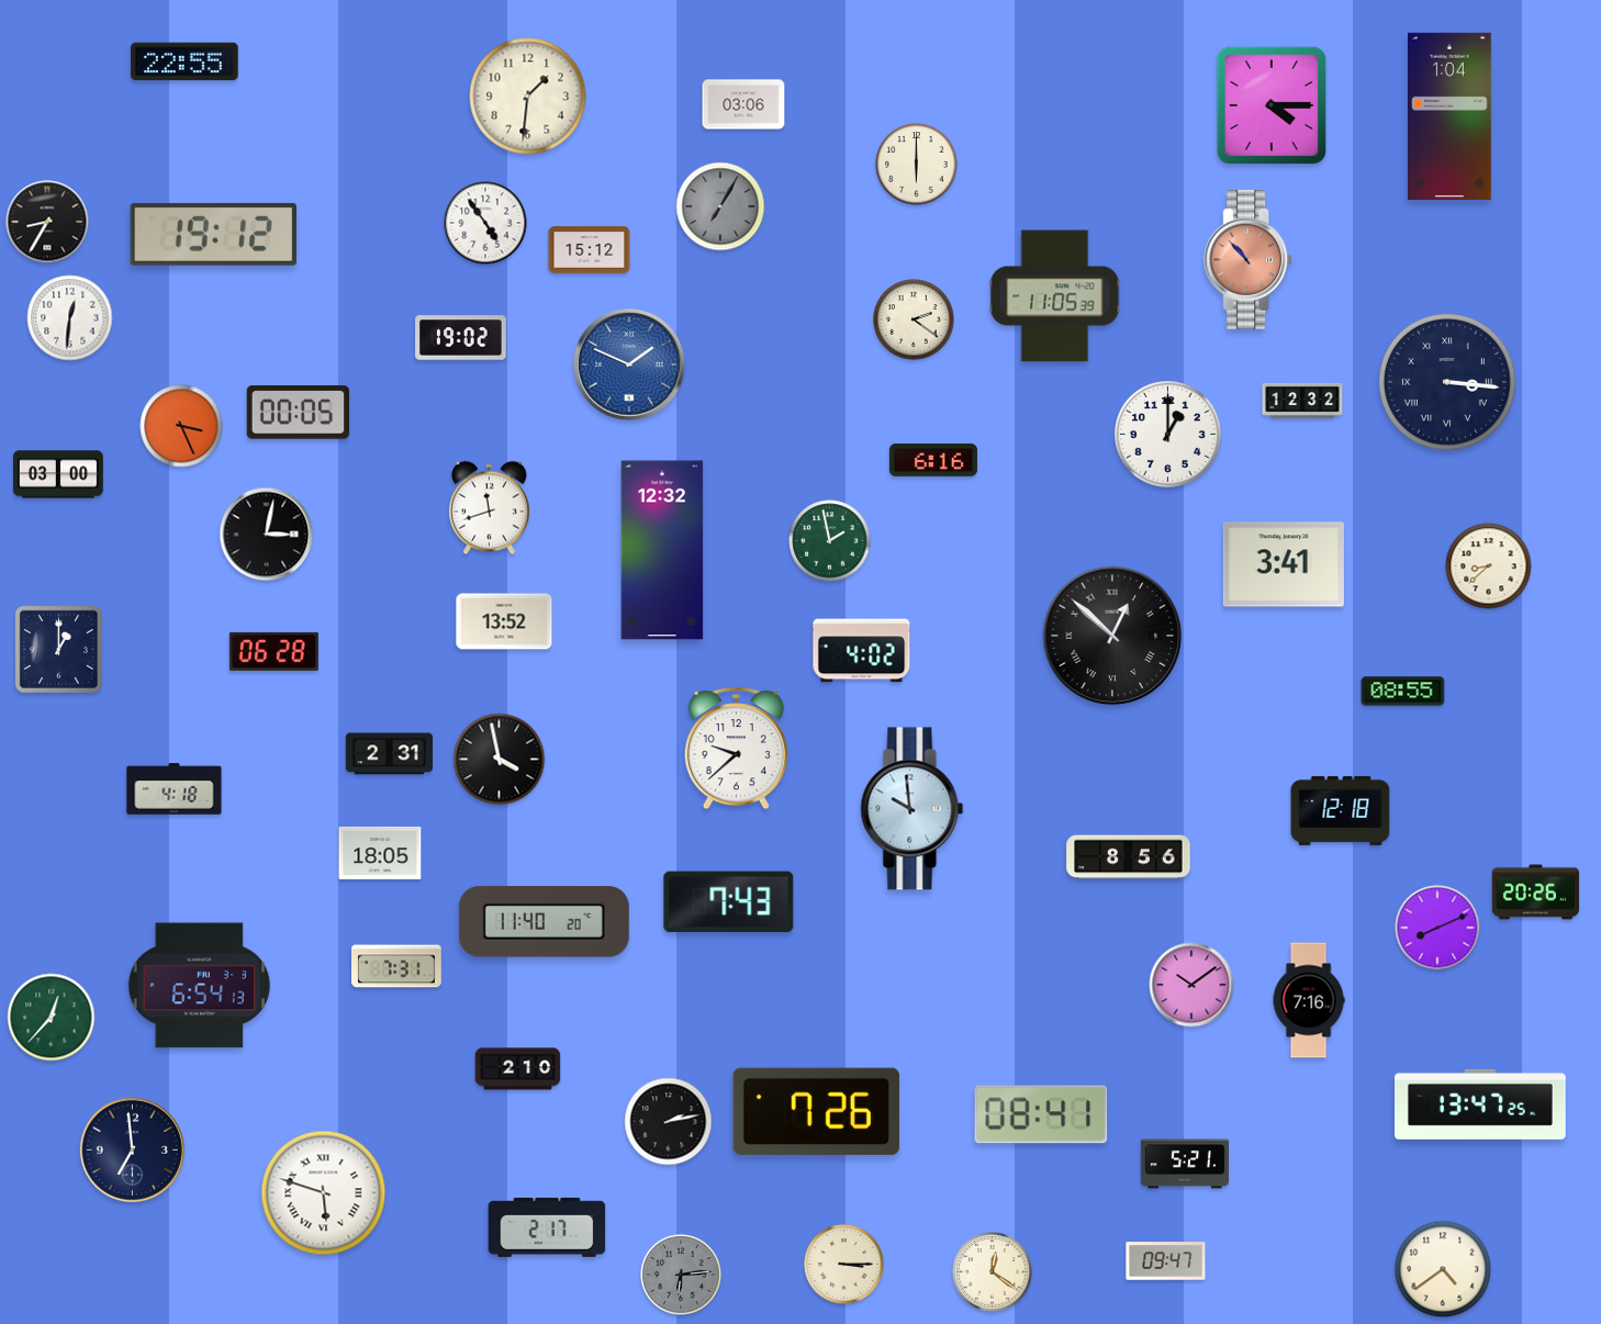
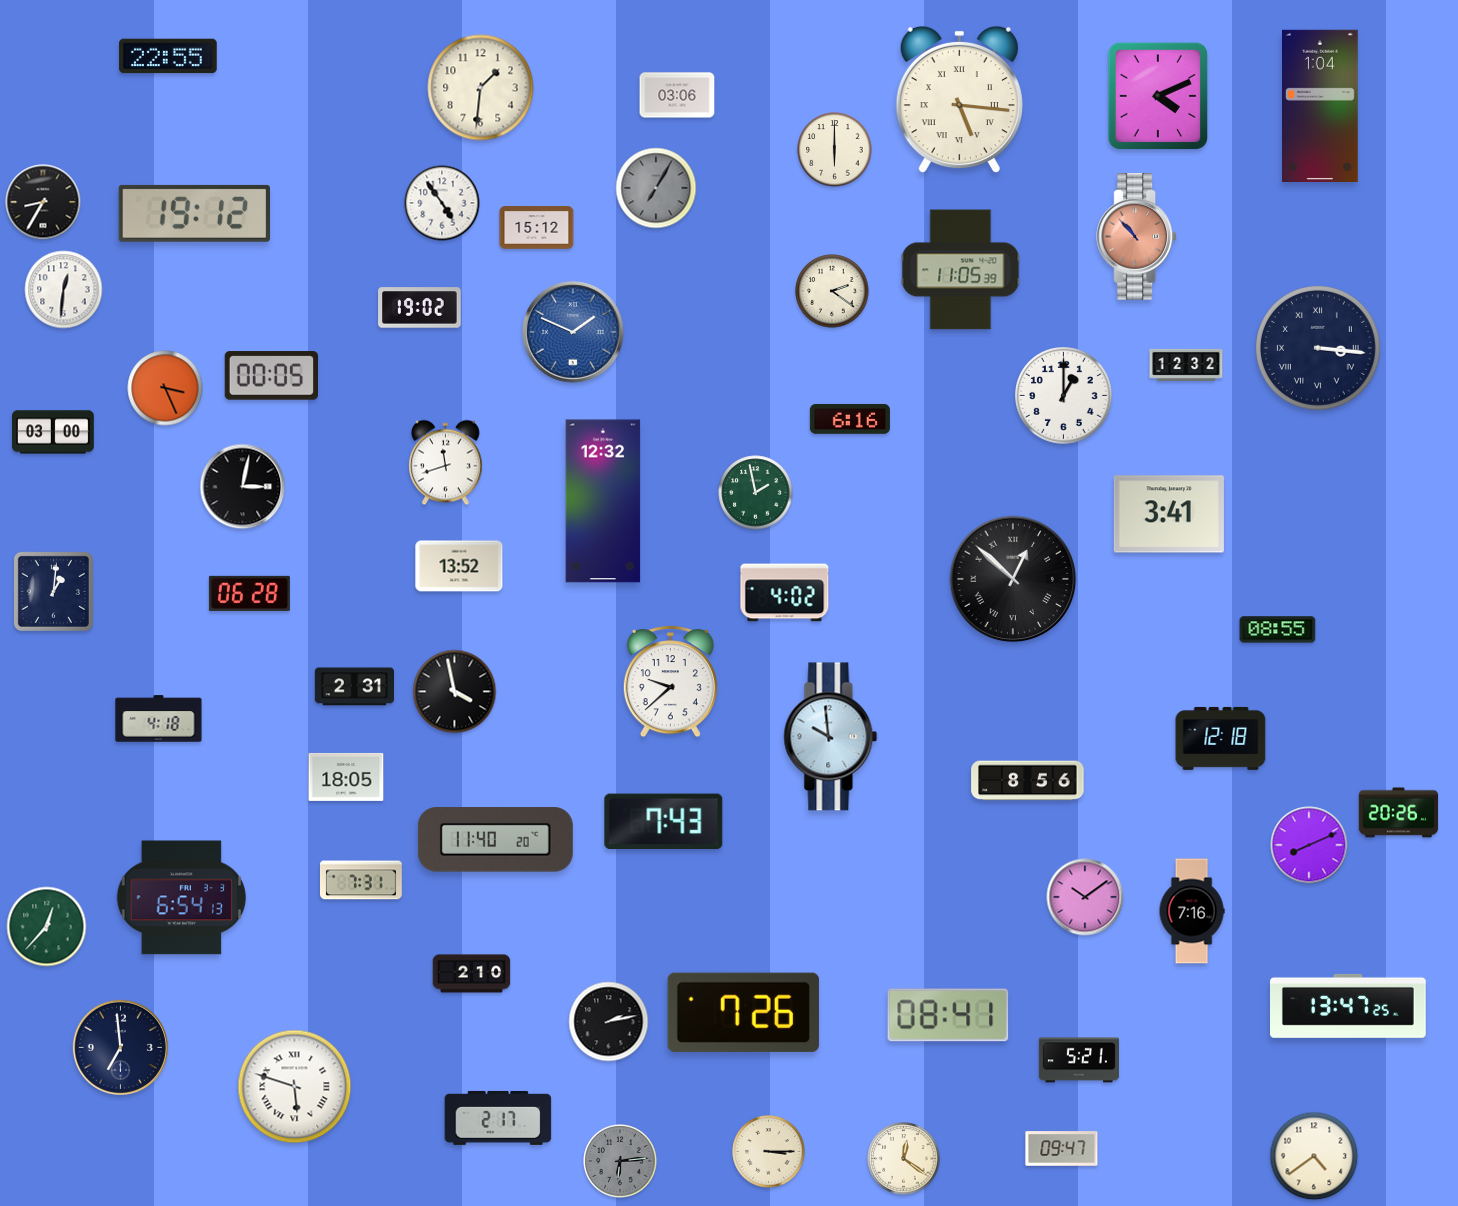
clock at (1272, 105): 4:15 -> 4:11
clock at (959, 100): none -> 5:16
clock at (1489, 566): 8:38 -> none
clock at (58, 649): 1:00 -> 1:01
